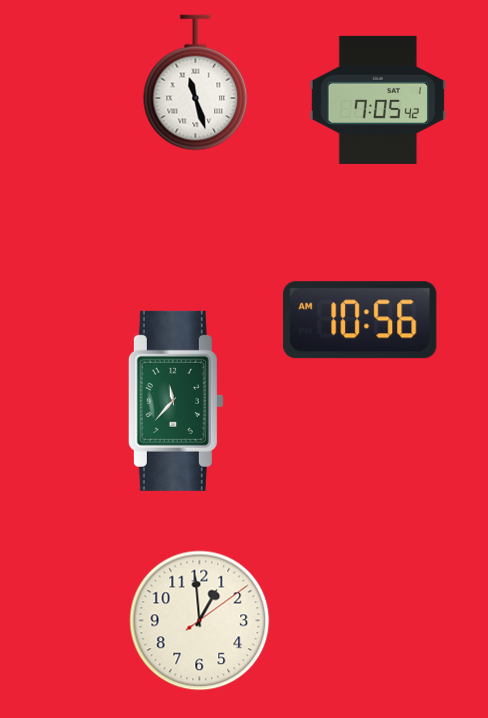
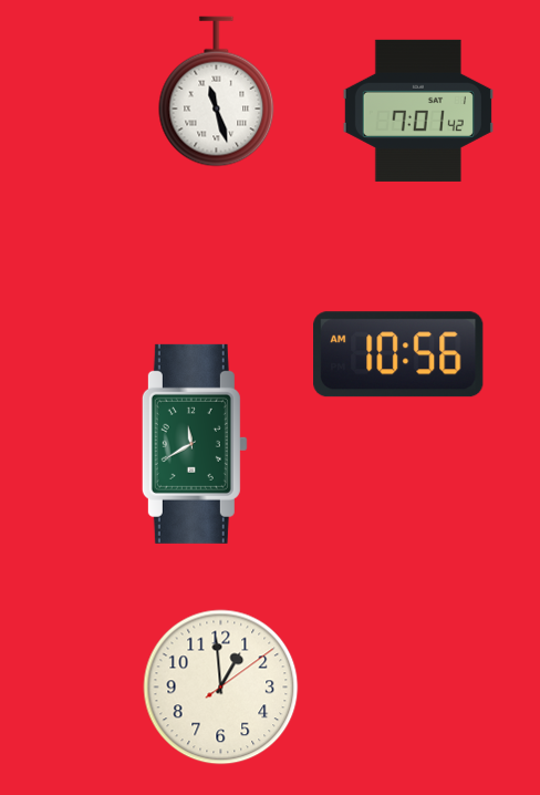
clock at (378, 100): 7:05 -> 7:01
clock at (176, 401): 11:37 -> 11:40
